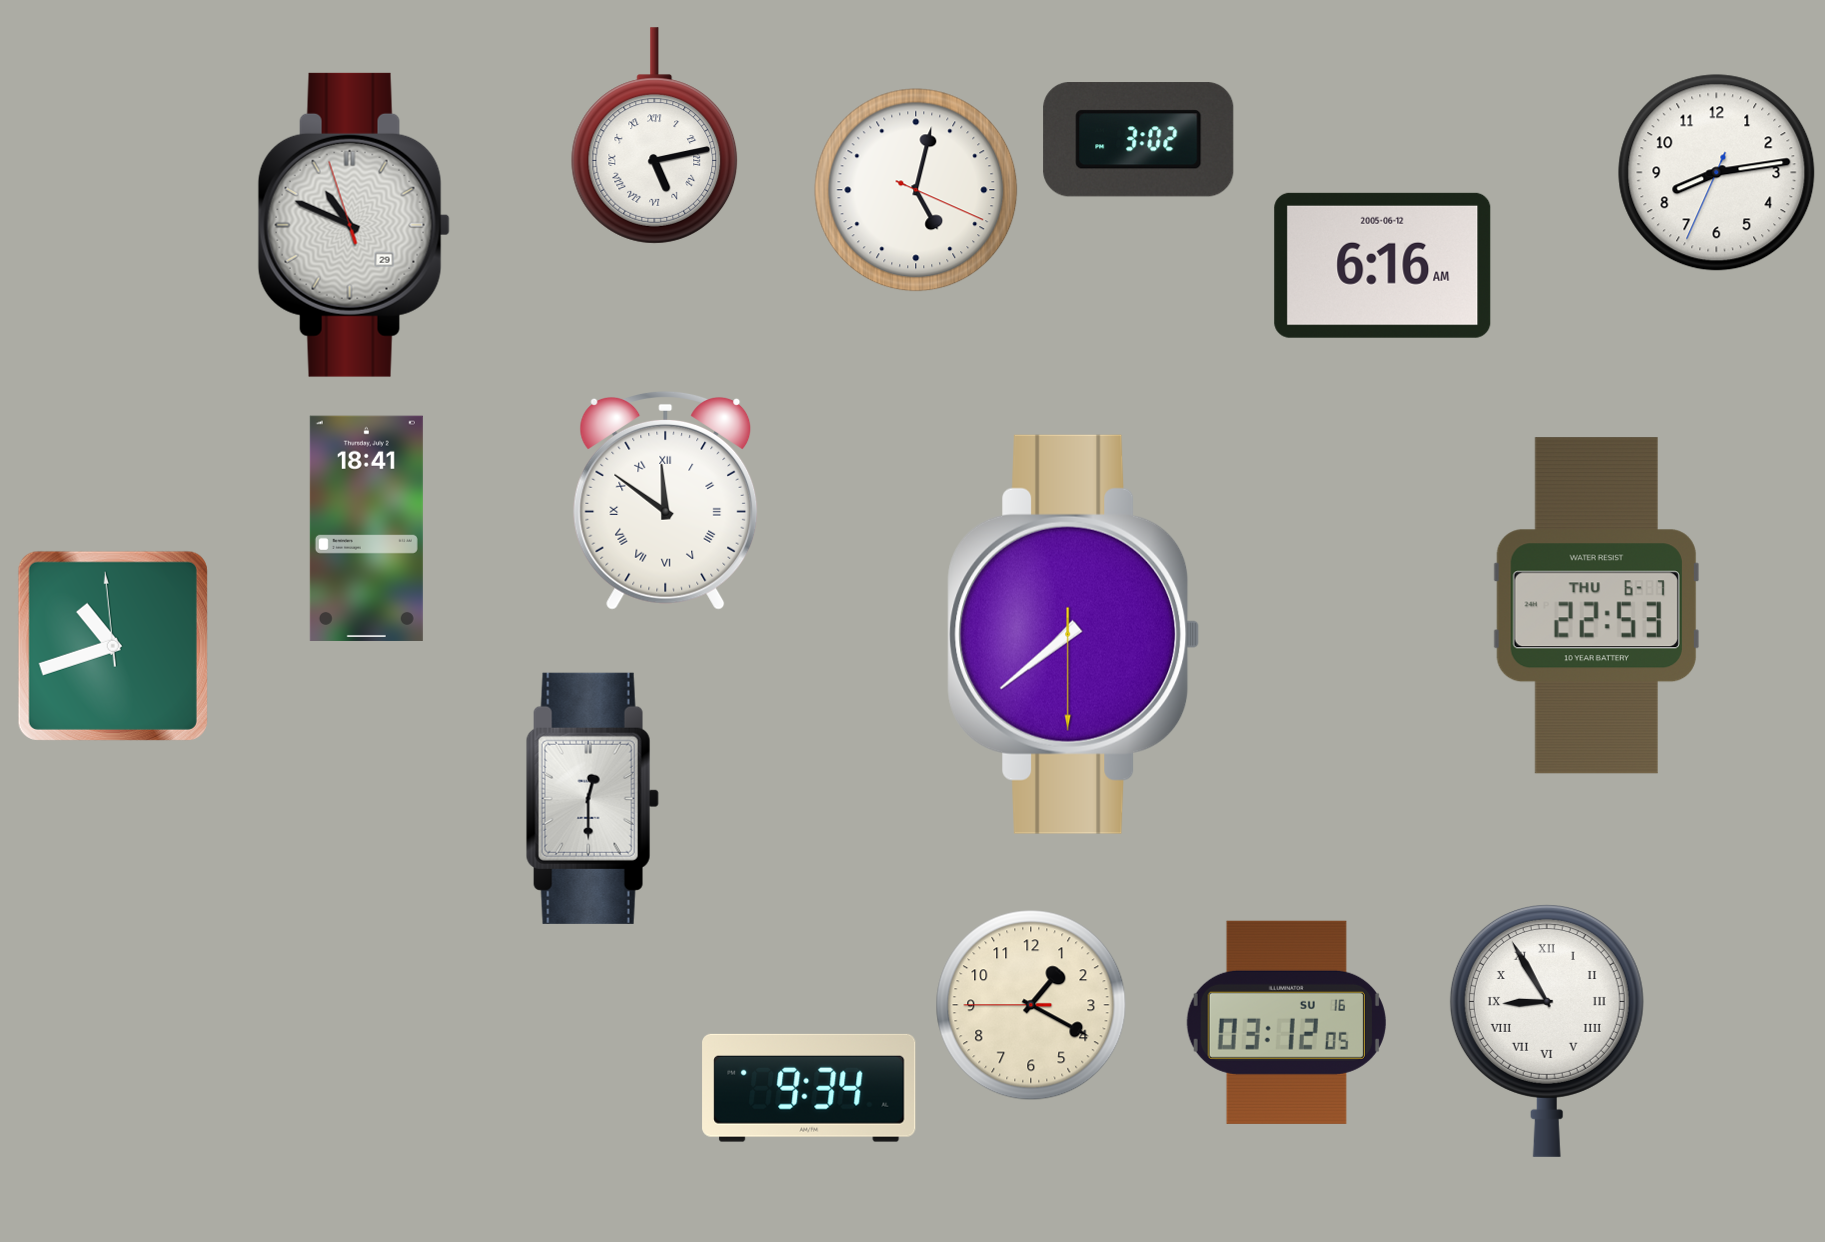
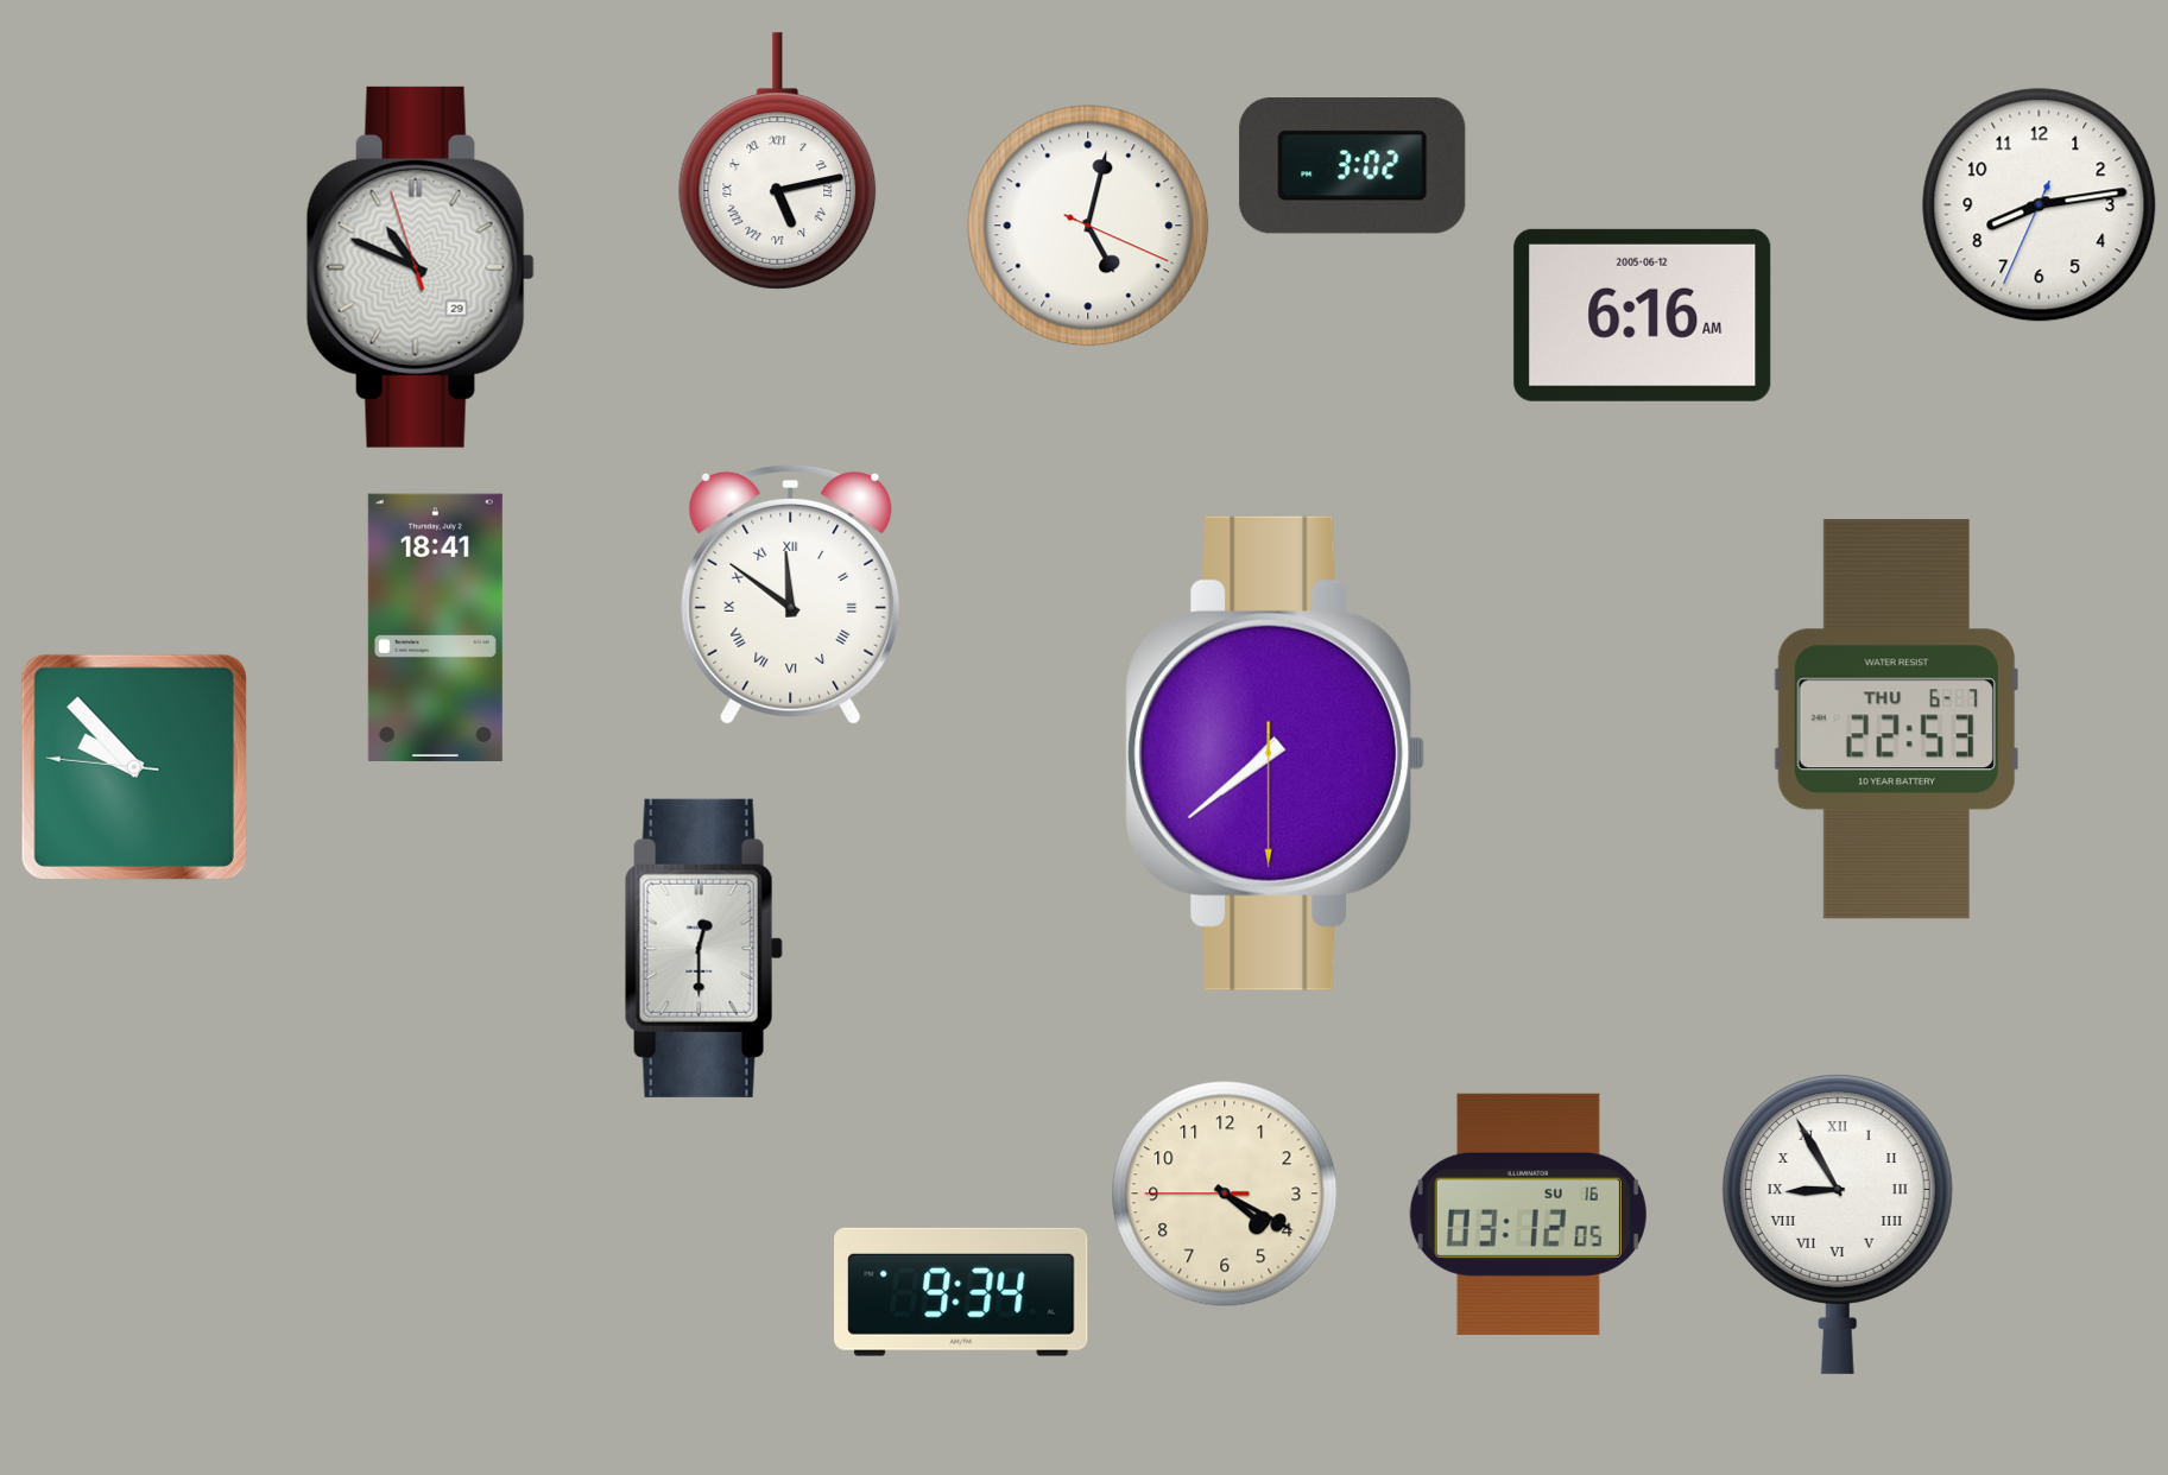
clock at (113, 646): 10:41 -> 9:52
clock at (1031, 1005): 1:19 -> 4:19
